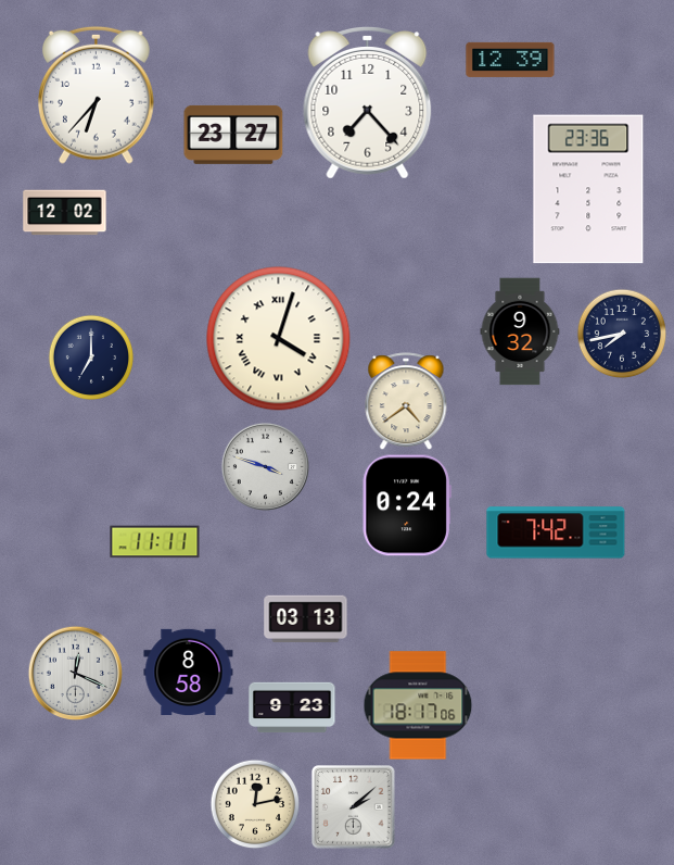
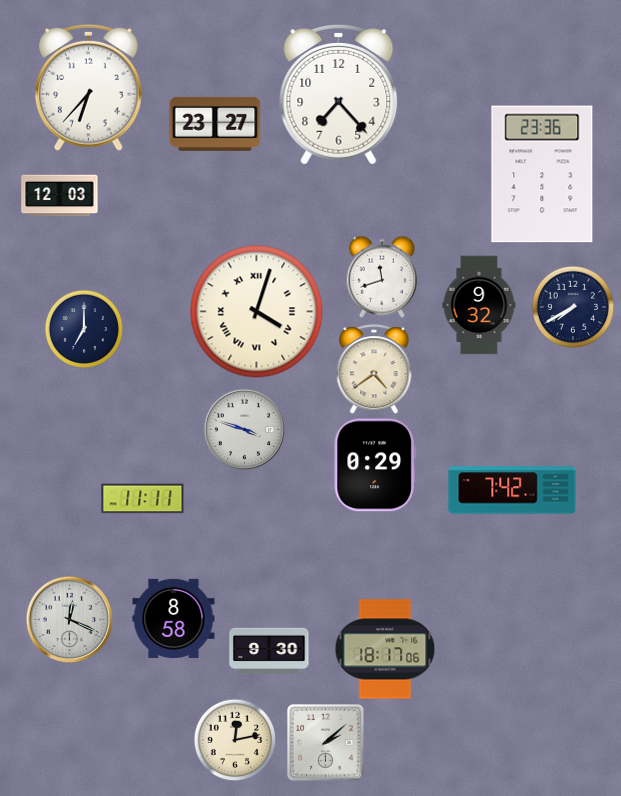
clock at (510, 60): 12:39 -> none
clock at (65, 213): 12:02 -> 12:03
clock at (381, 277): none -> 11:42
clock at (622, 334): 7:43 -> 7:40
clock at (407, 505): 0:24 -> 0:29
clock at (306, 619): 03:13 -> none
clock at (292, 707): 9:23 -> 9:30
